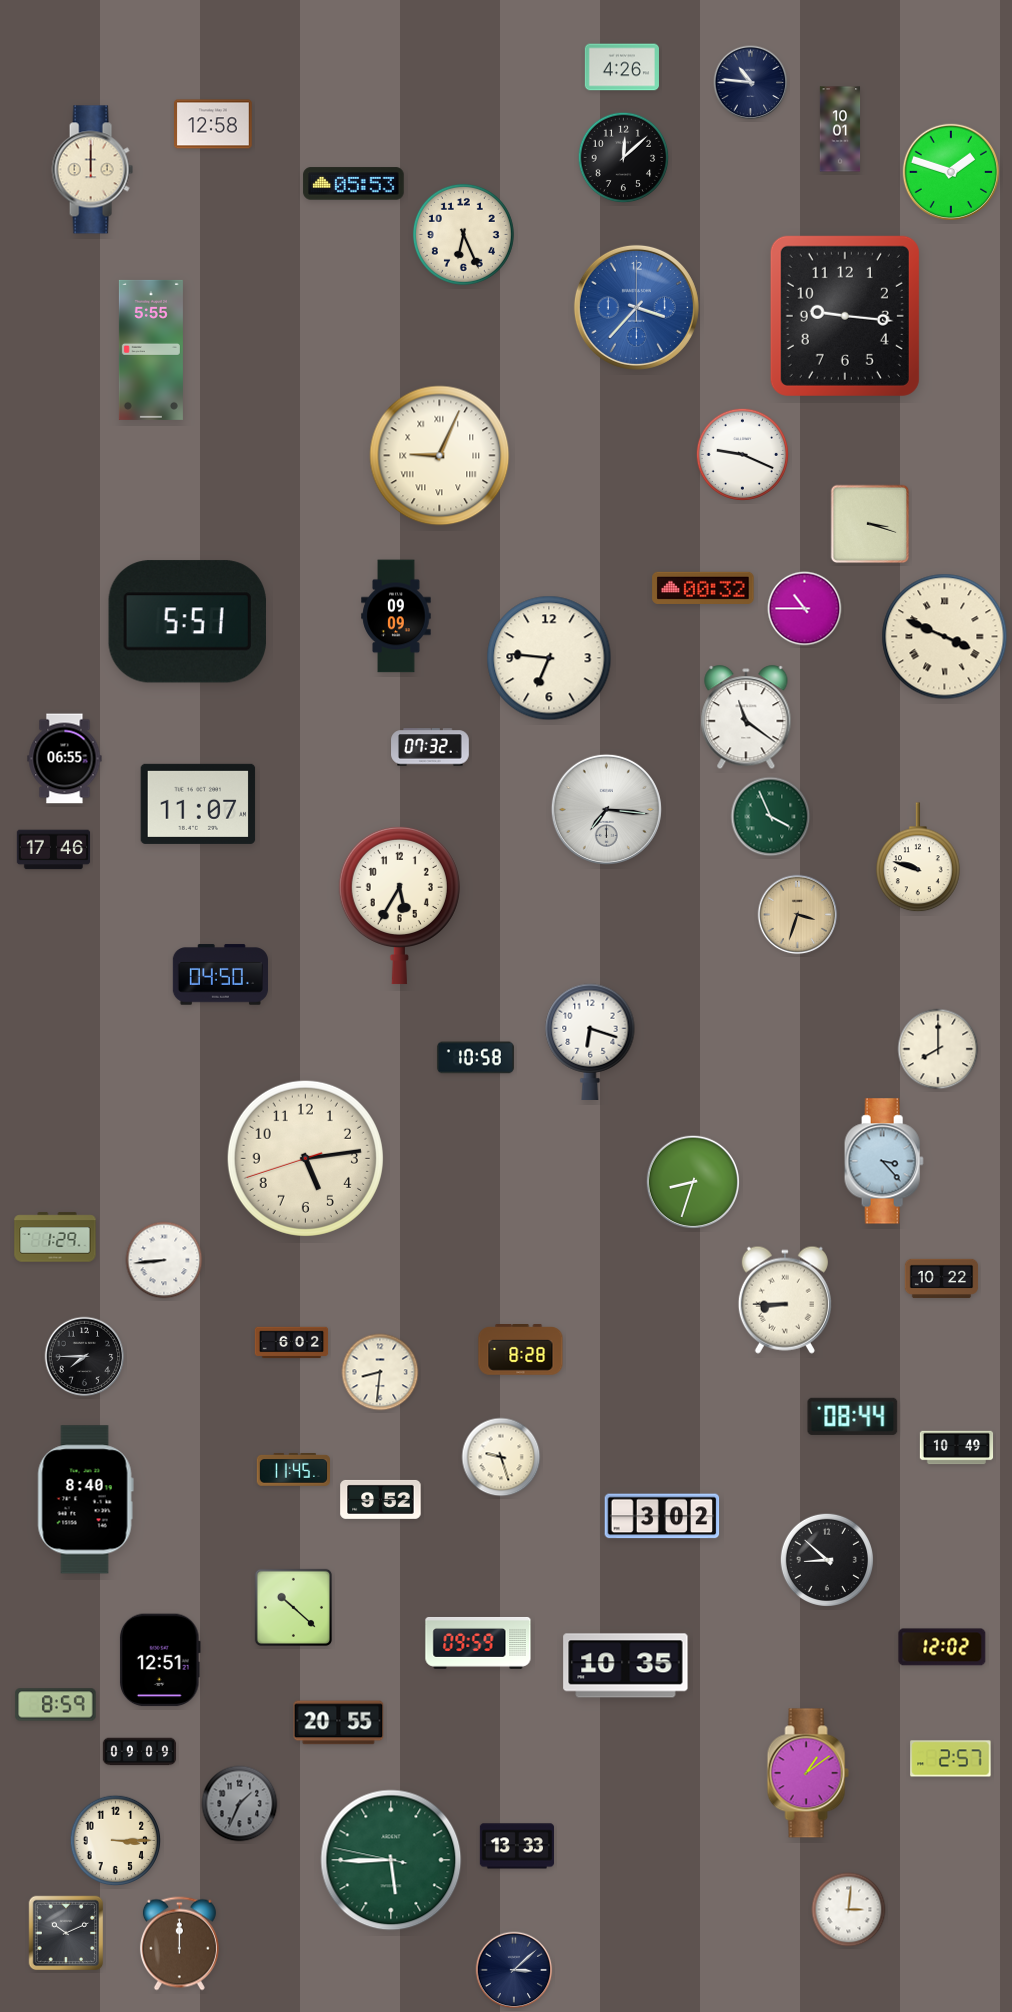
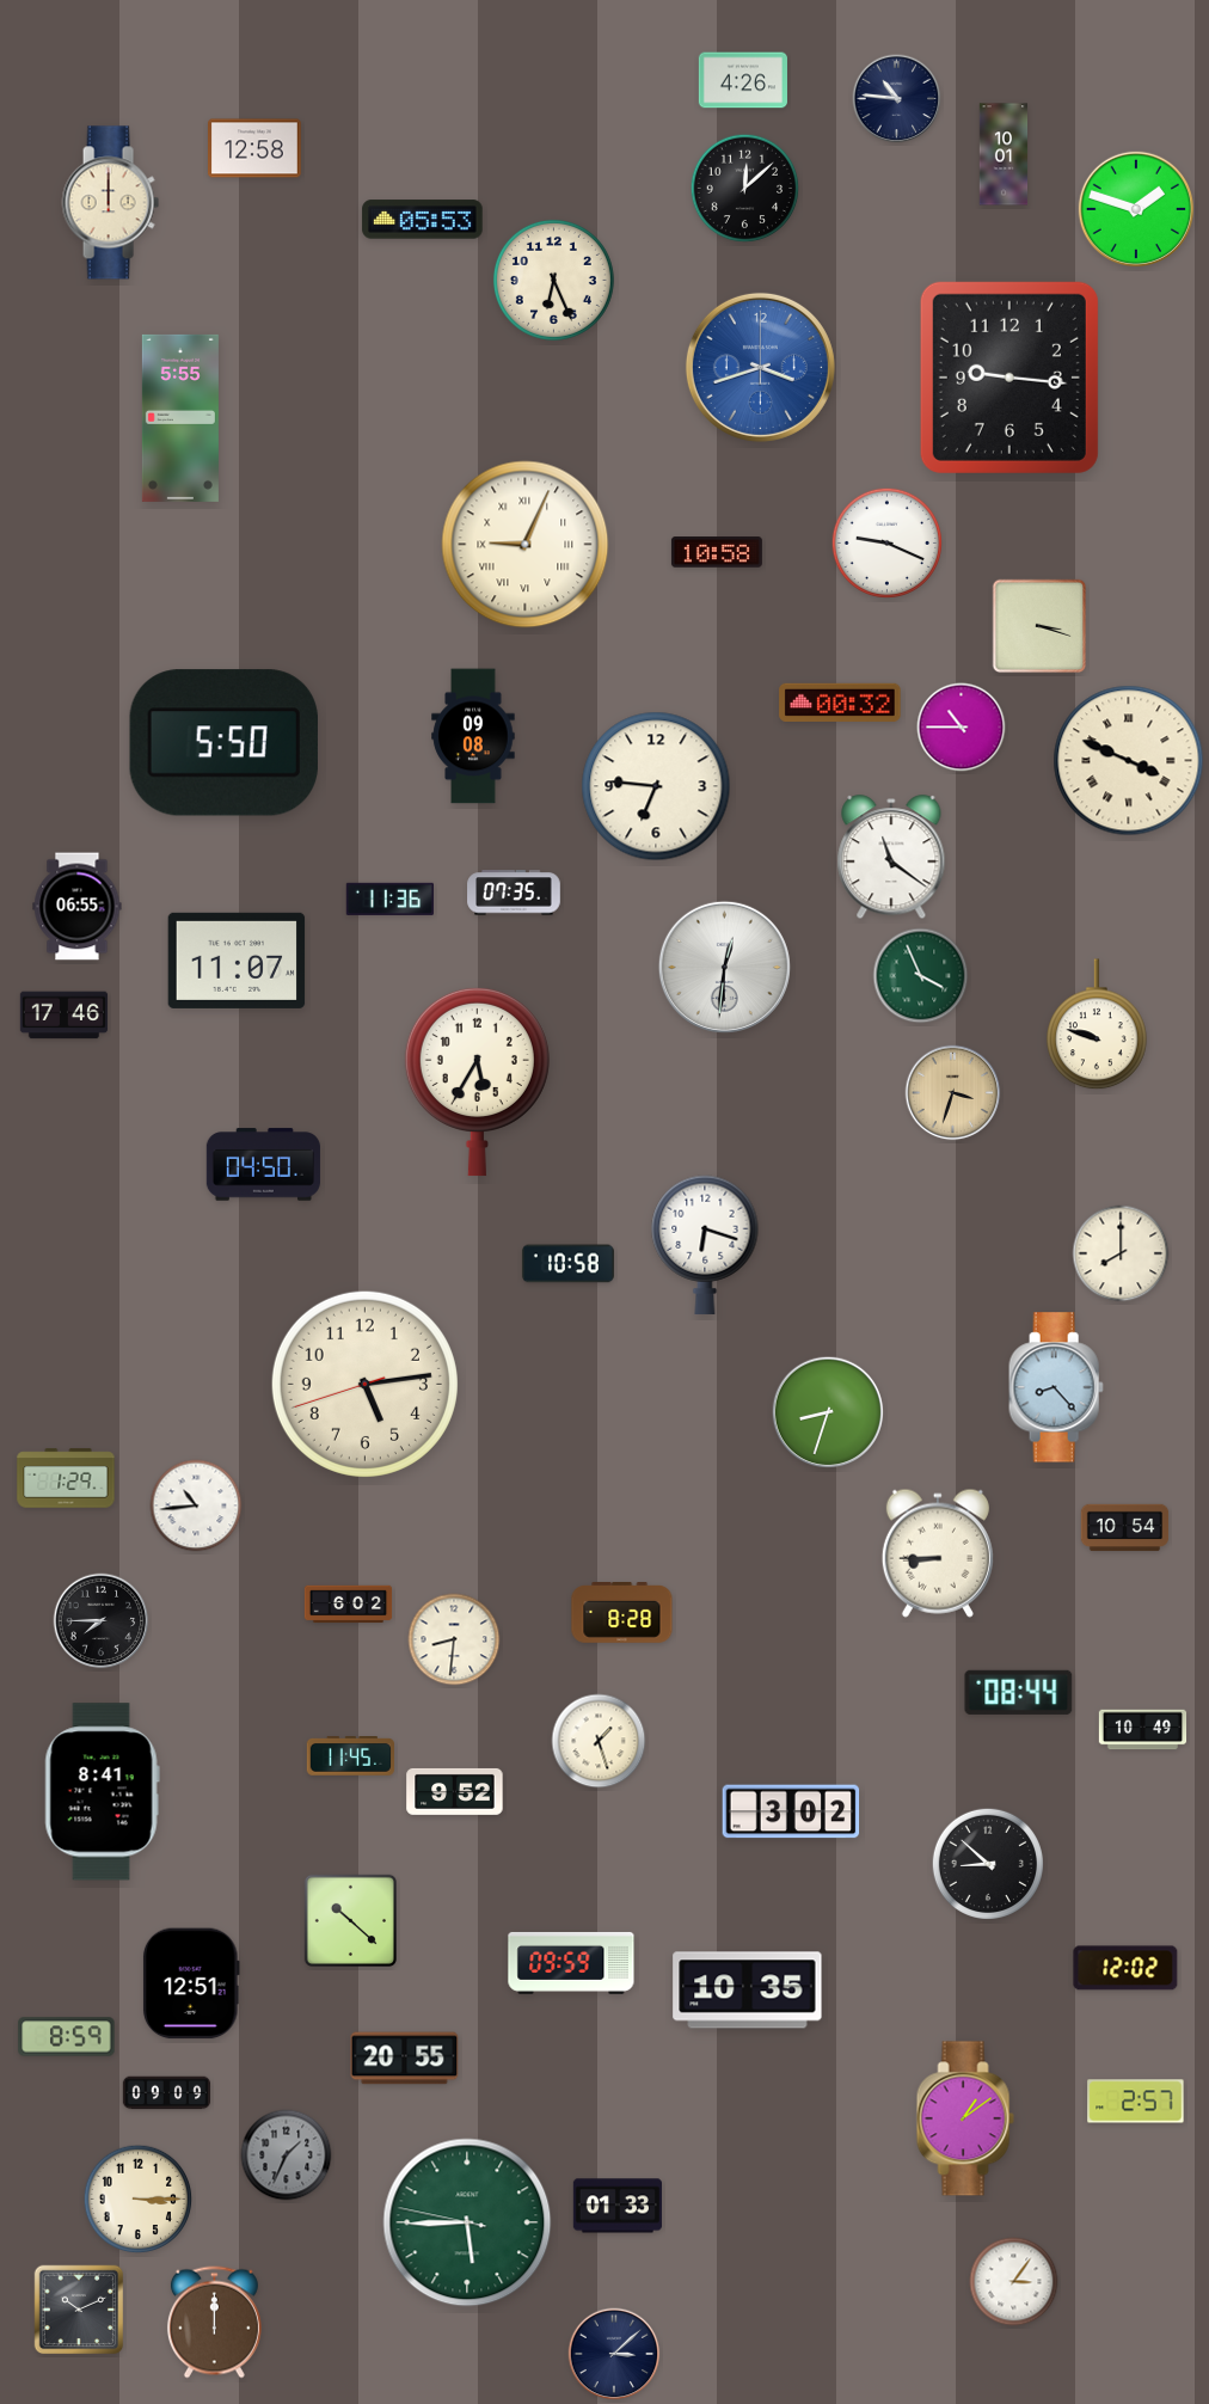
clock at (950, 171) position: (950, 171) -> (1135, 208)
clock at (636, 307): 3:37 -> 3:42
clock at (717, 552): none -> 10:58
clock at (396, 616): 09:09 -> 09:08
clock at (187, 622): 5:51 -> 5:50
clock at (430, 747): 07:32 -> 07:35
clock at (389, 899): none -> 11:36
clock at (606, 809): 7:16 -> 12:31
clock at (884, 1161): 3:23 -> 8:23
clock at (164, 1260): 8:44 -> 10:44
clock at (942, 1279): 10:22 -> 10:54
clock at (501, 1457): 9:27 -> 1:27
clock at (85, 1500): 8:40 -> 8:41
clock at (517, 1846): 13:33 -> 01:33
clock at (849, 1910): 3:01 -> 3:06
